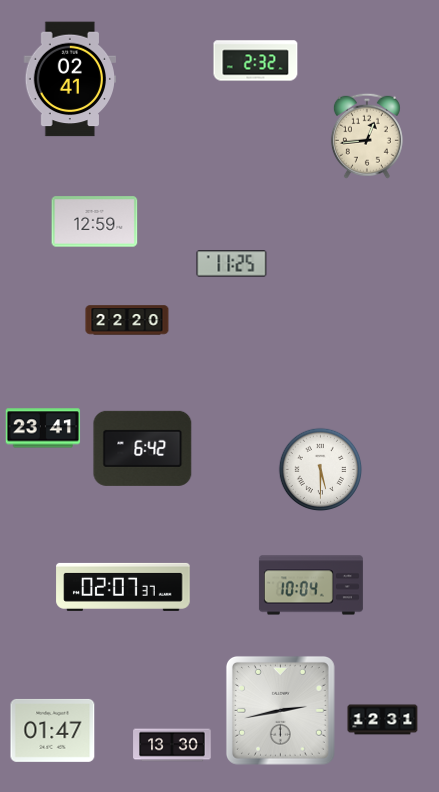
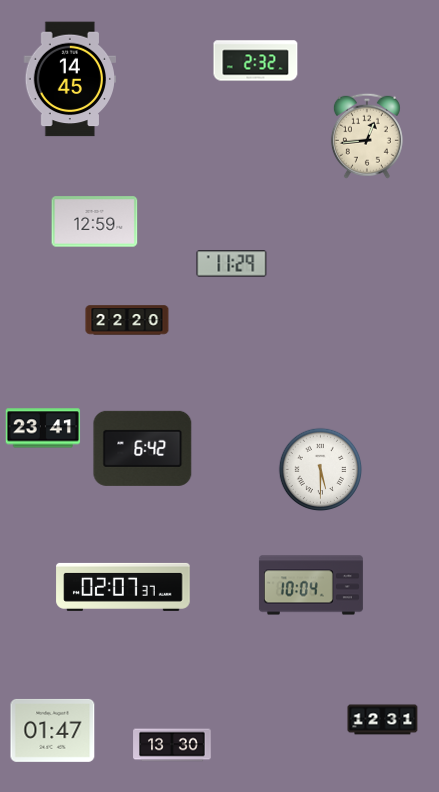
clock at (70, 79): 02:41 -> 14:45
clock at (232, 264): 11:25 -> 11:29
clock at (280, 710): 2:43 -> none
